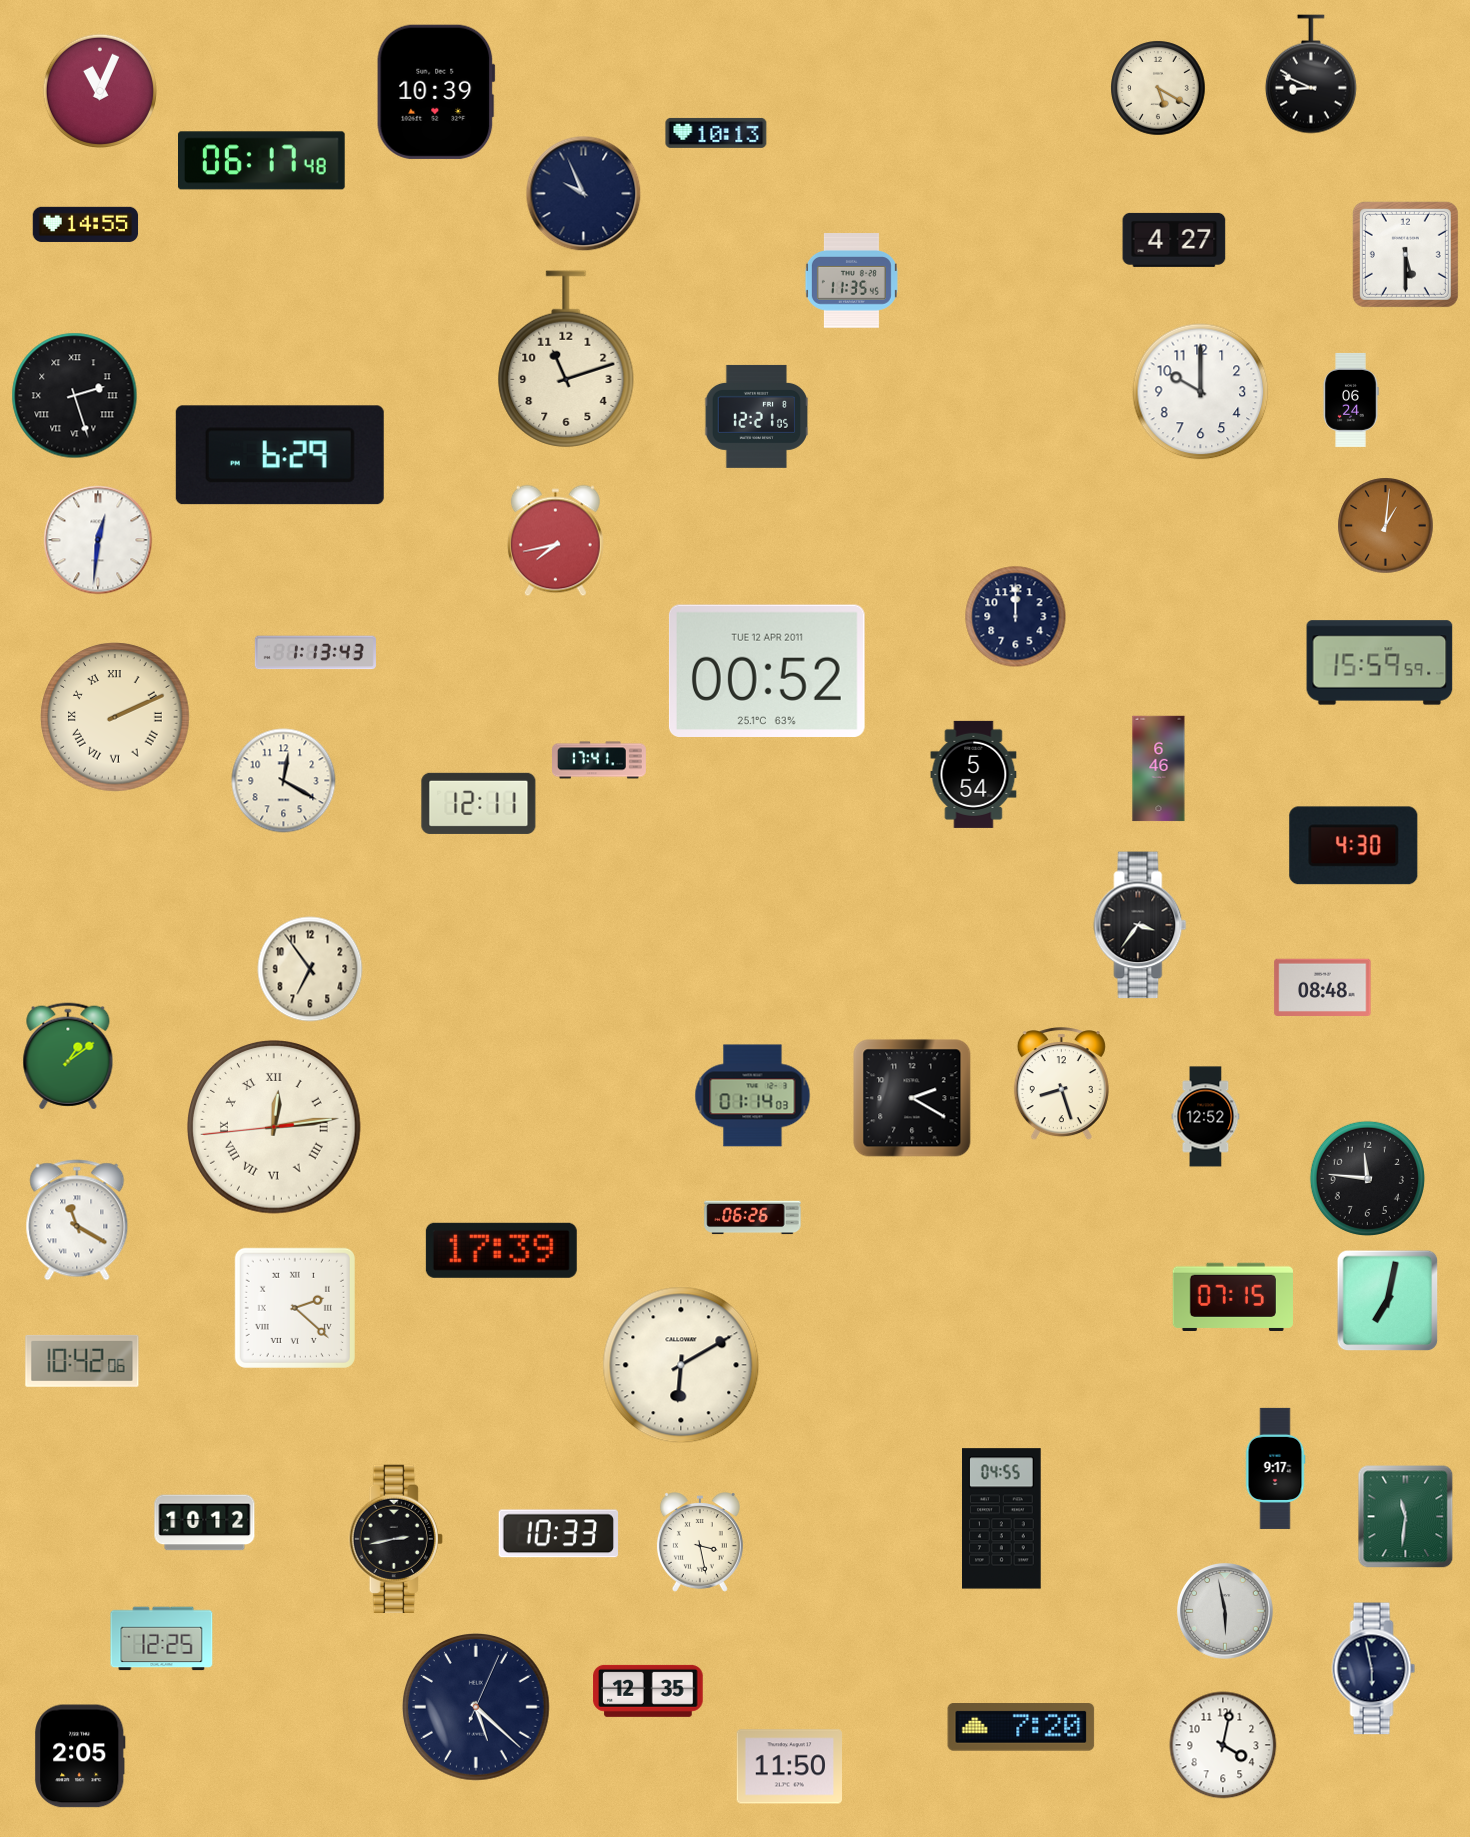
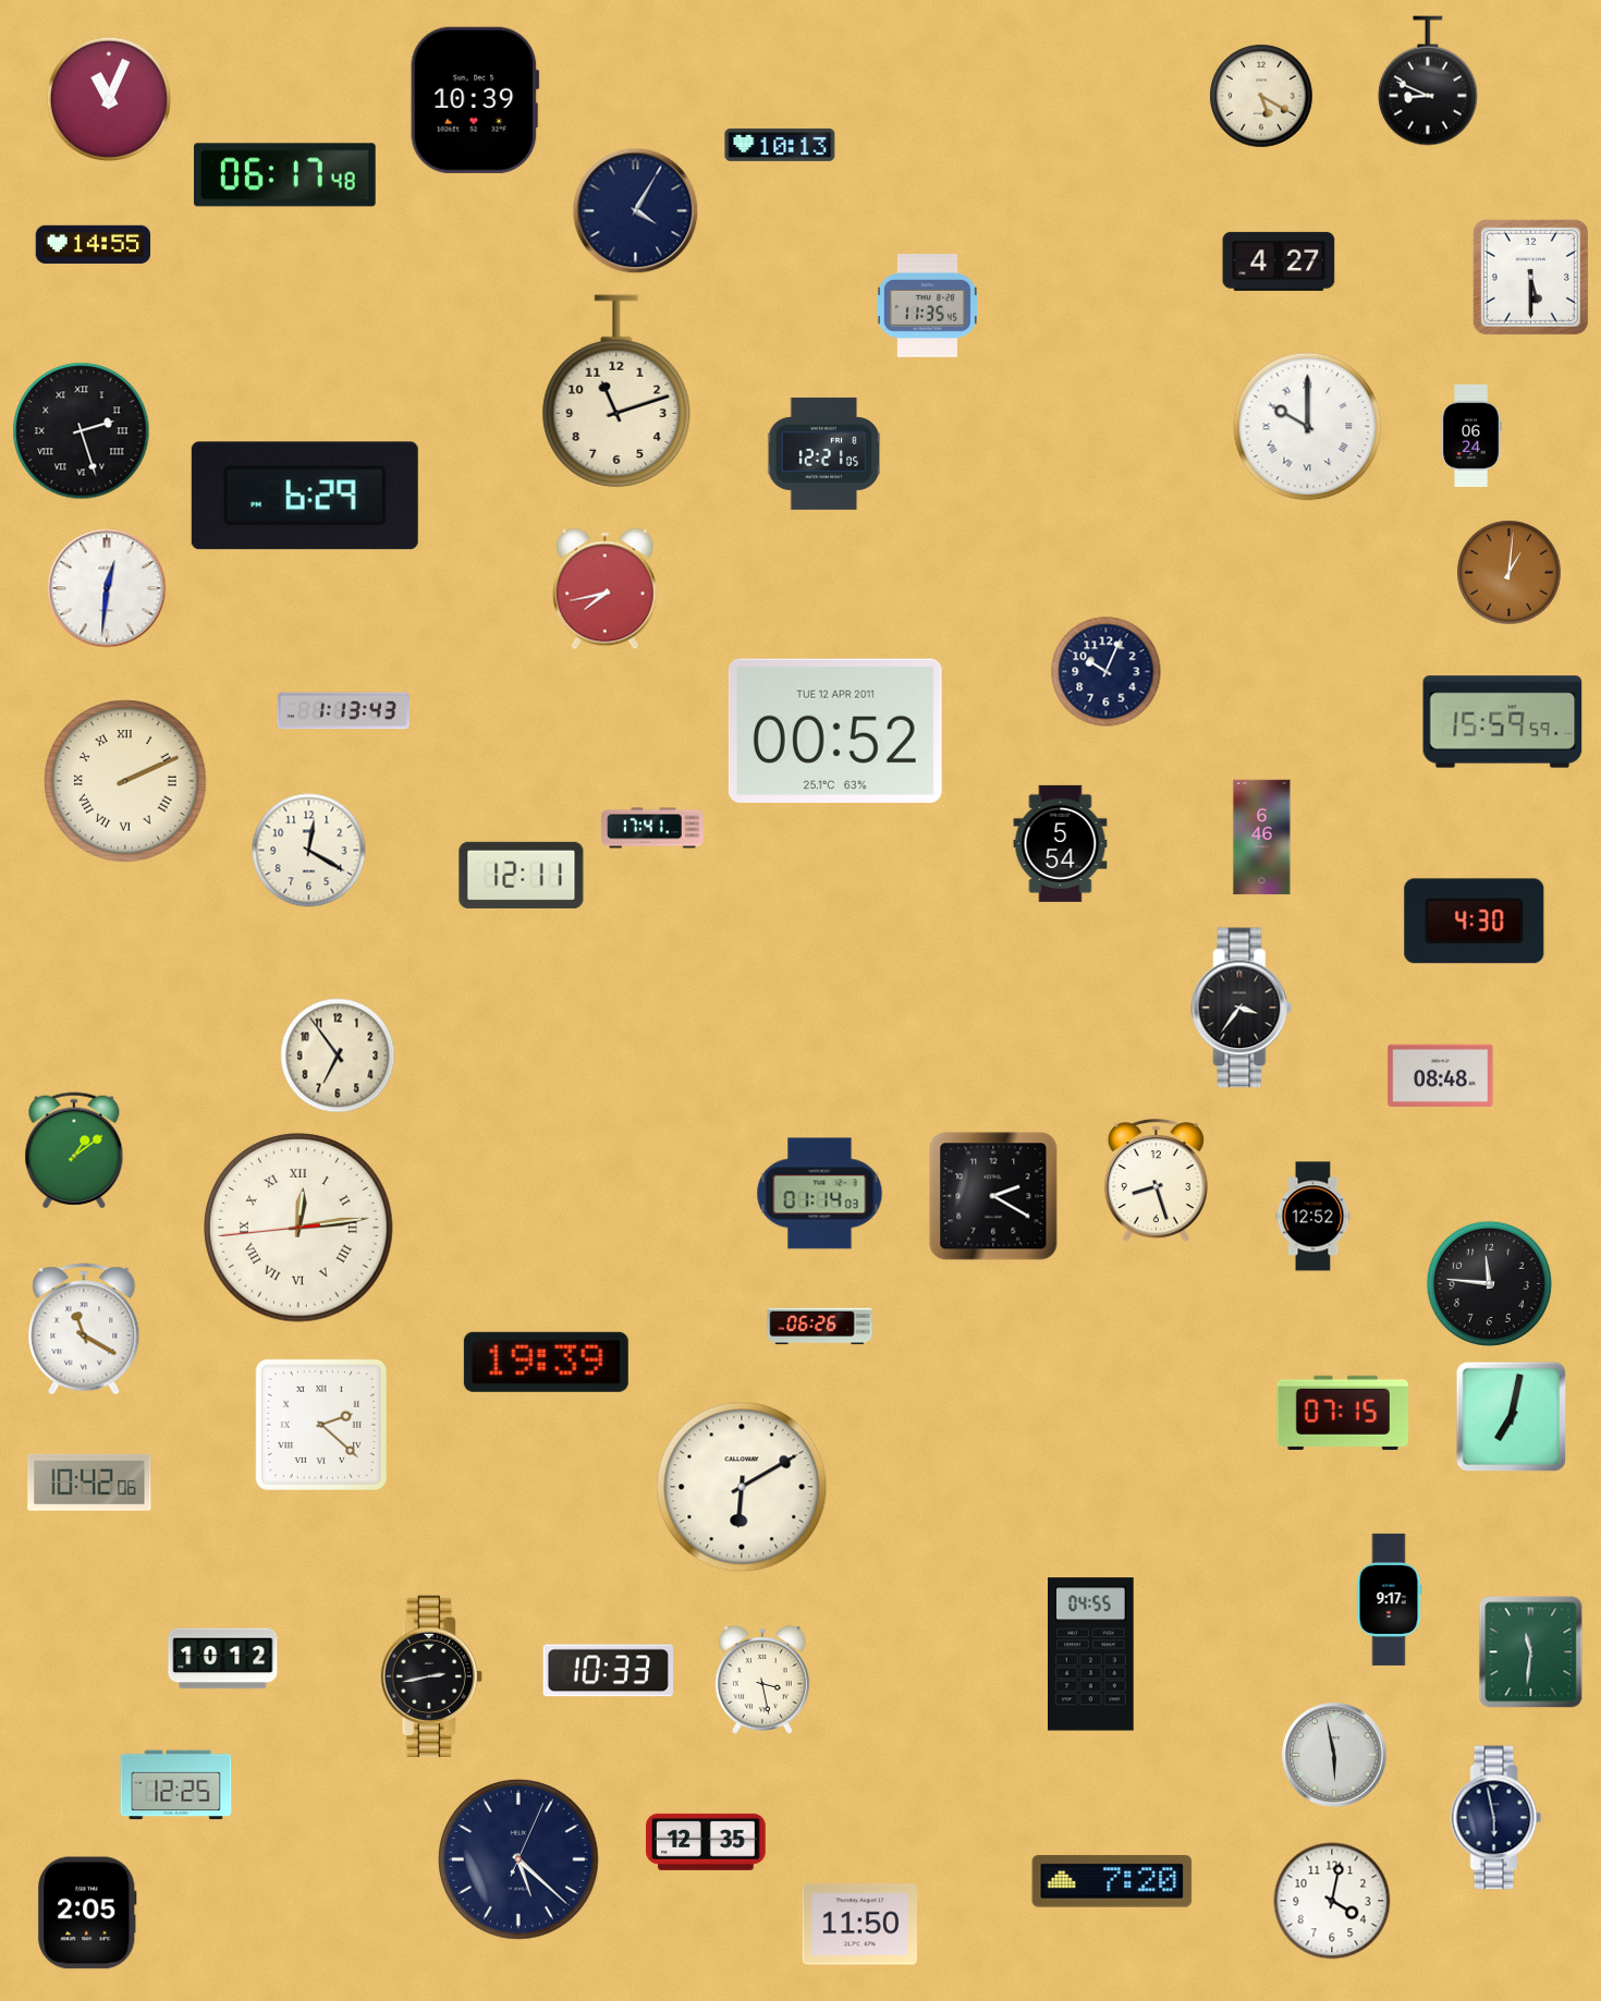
clock at (584, 194): 9:56 -> 4:05
clock at (1201, 392) numerals: Arabic -> Roman
clock at (1016, 617): 12:00 -> 10:04
clock at (501, 1250): 17:39 -> 19:39
